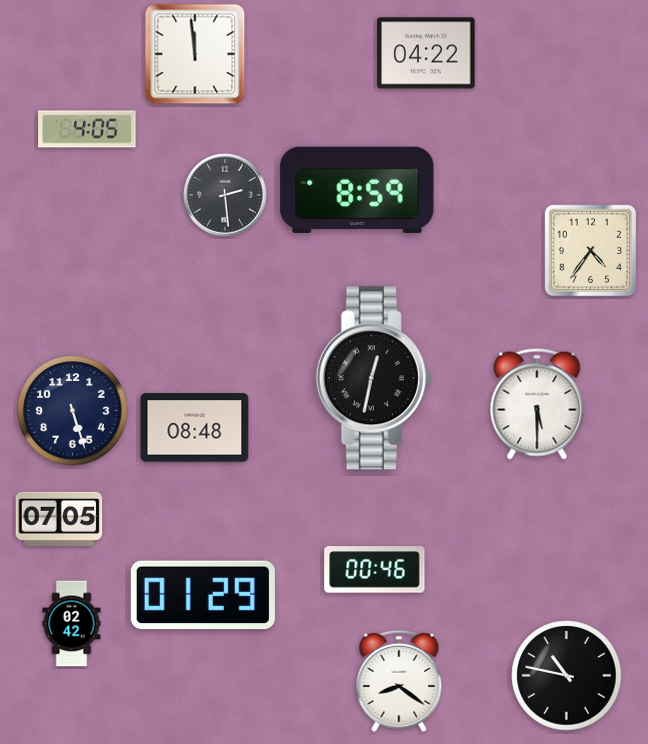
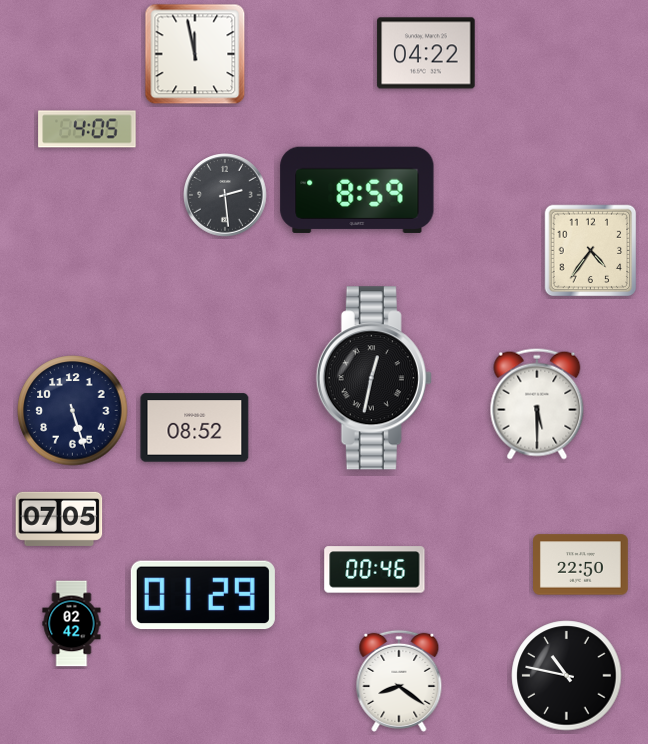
clock at (195, 54): 11:59 -> 11:58
clock at (195, 428): 08:48 -> 08:52
clock at (581, 565): none -> 22:50
